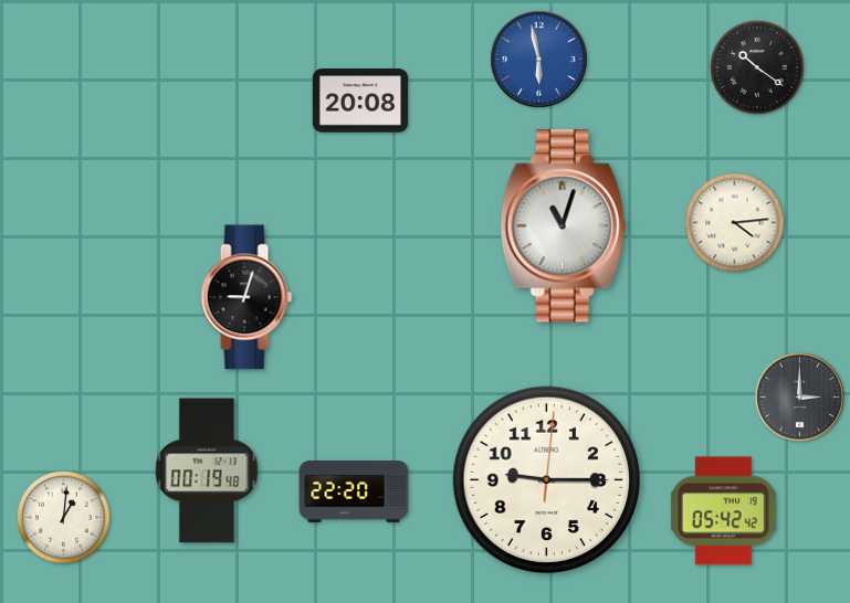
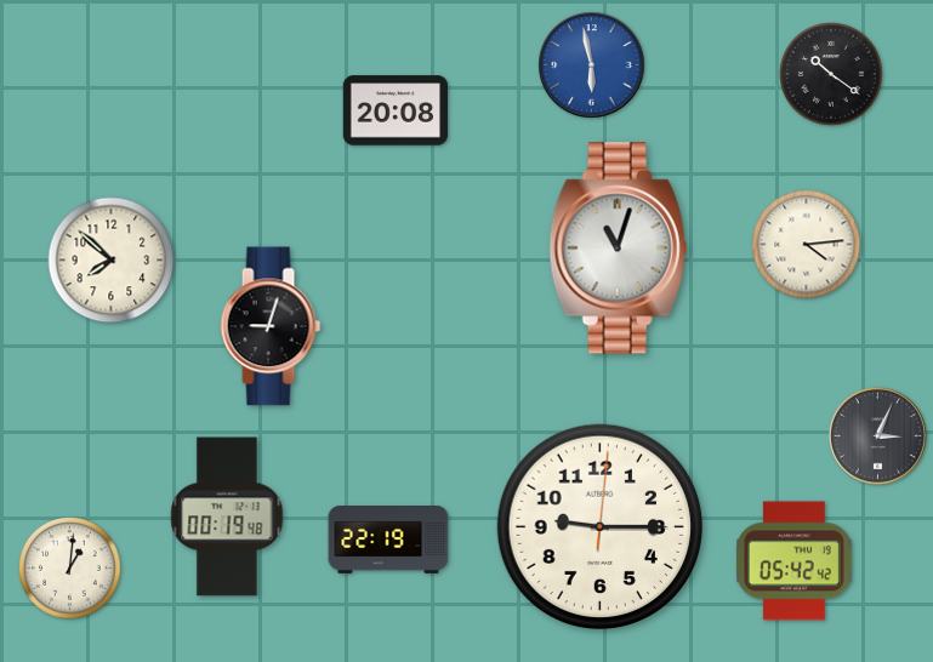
clock at (112, 261): none -> 7:52
clock at (800, 398): 3:00 -> 3:04
clock at (354, 491): 22:20 -> 22:19
